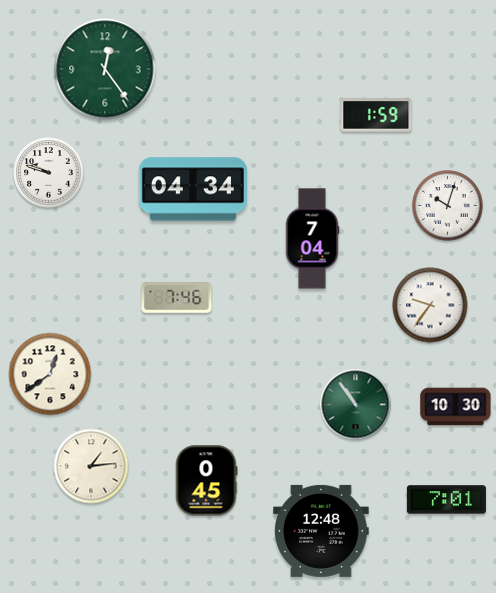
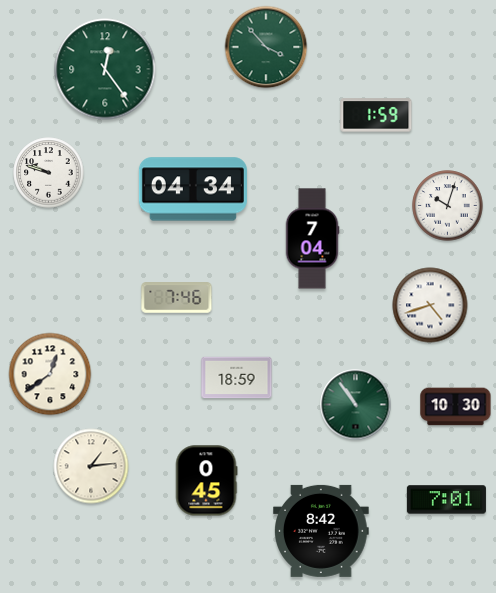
clock at (266, 47): none -> 3:53
clock at (430, 305): 9:36 -> 4:42
clock at (237, 378): none -> 18:59
clock at (322, 531): 12:48 -> 8:42
